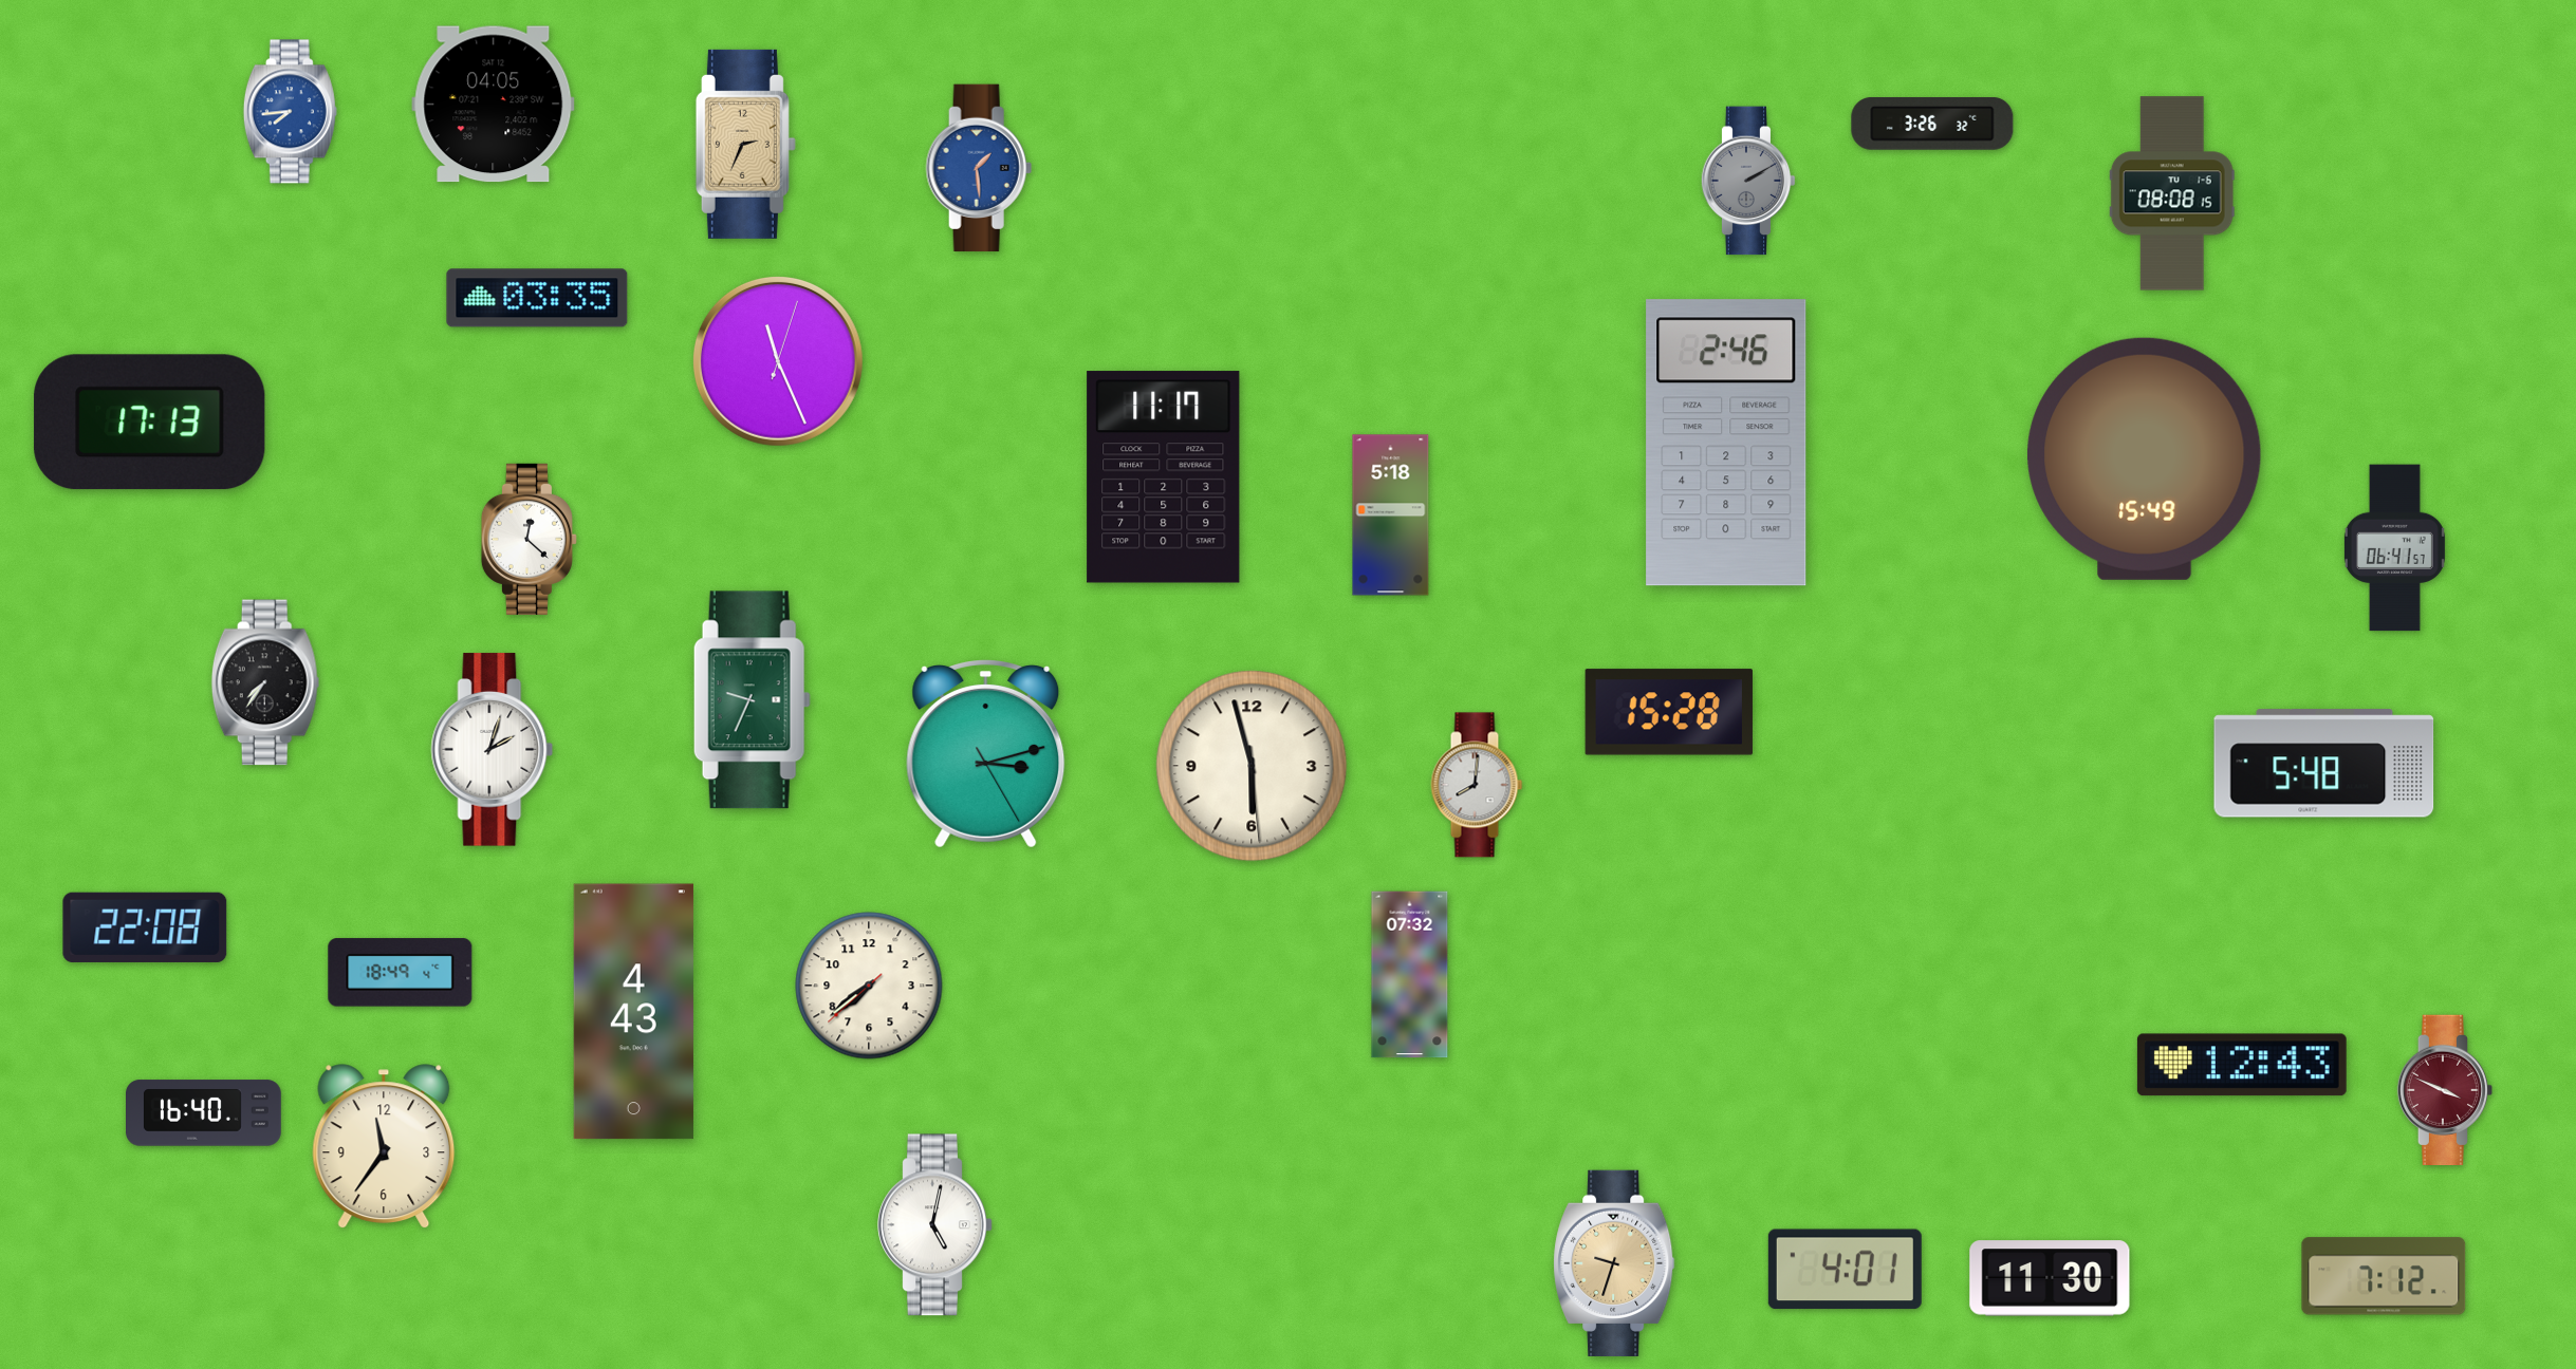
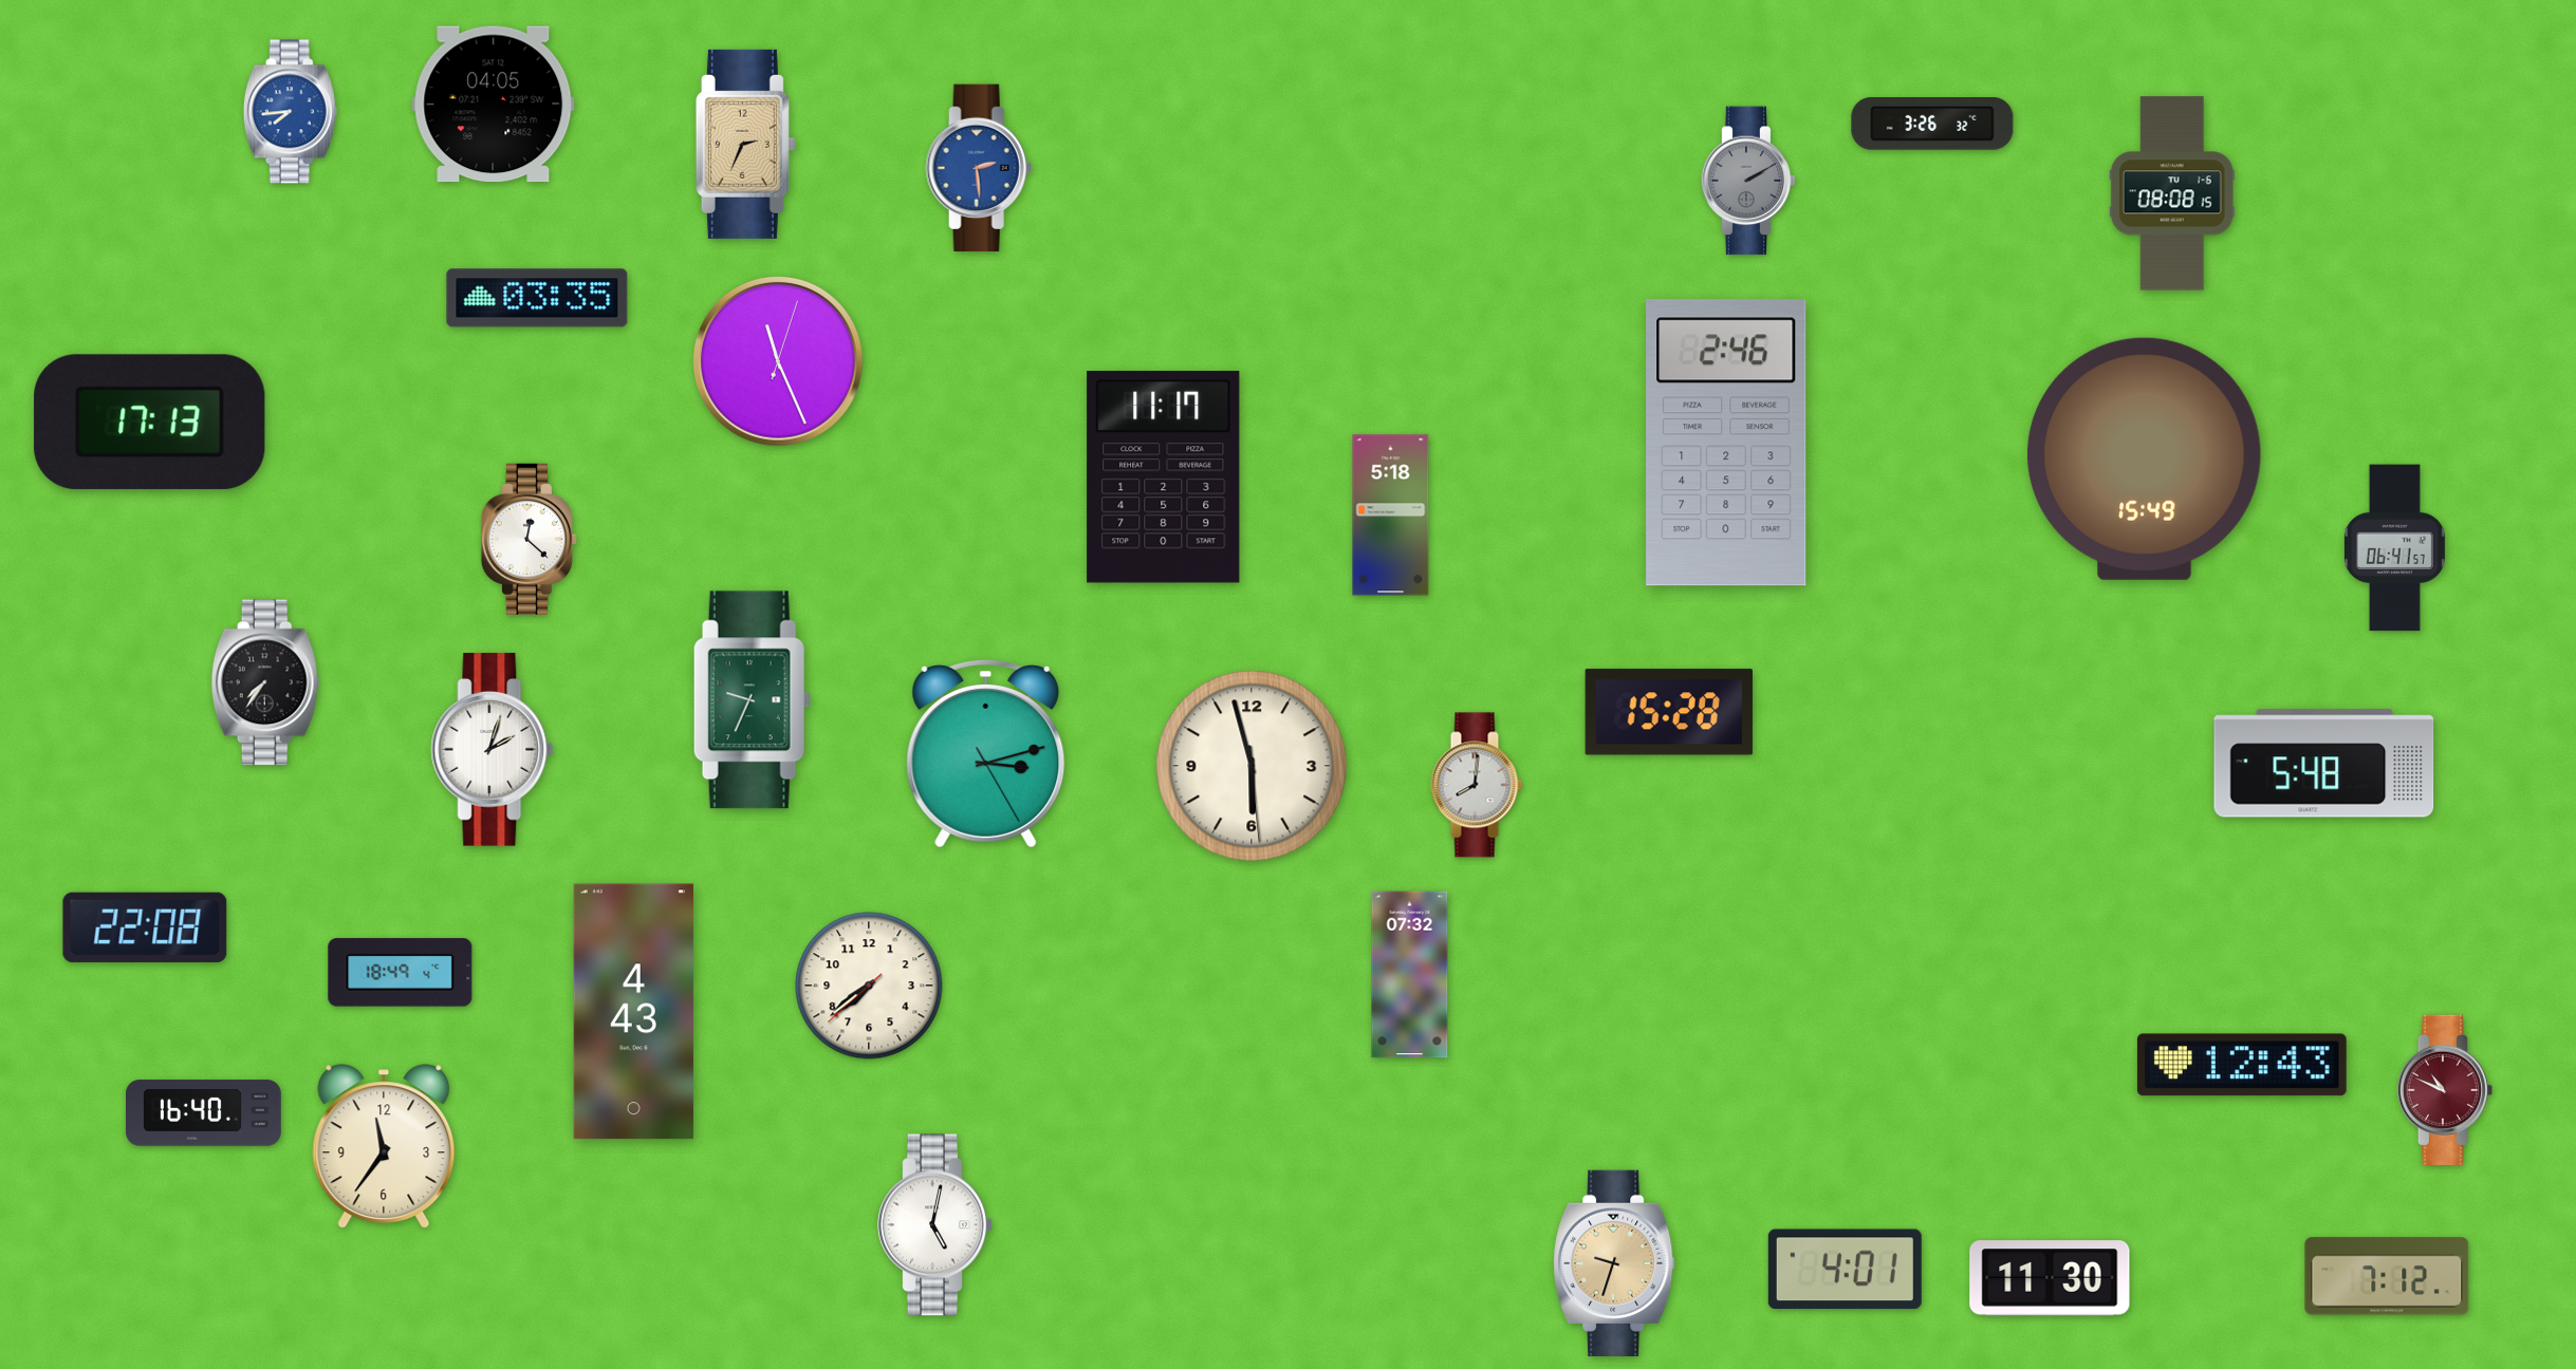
clock at (979, 168): 1:29 -> 2:29
clock at (2444, 1089): 3:49 -> 10:49
clock at (2384, 1276) position: (2384, 1276) -> (2387, 1276)
